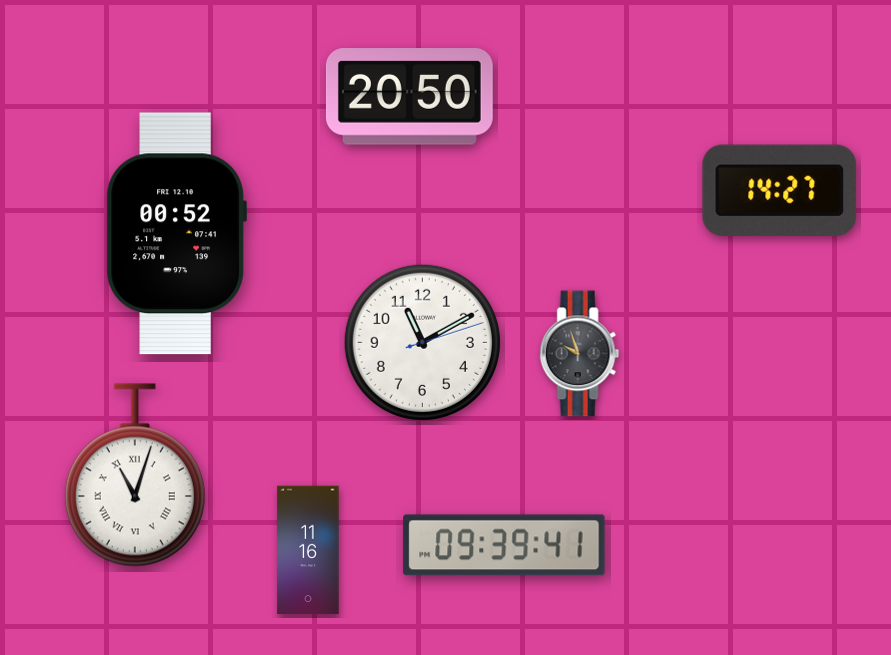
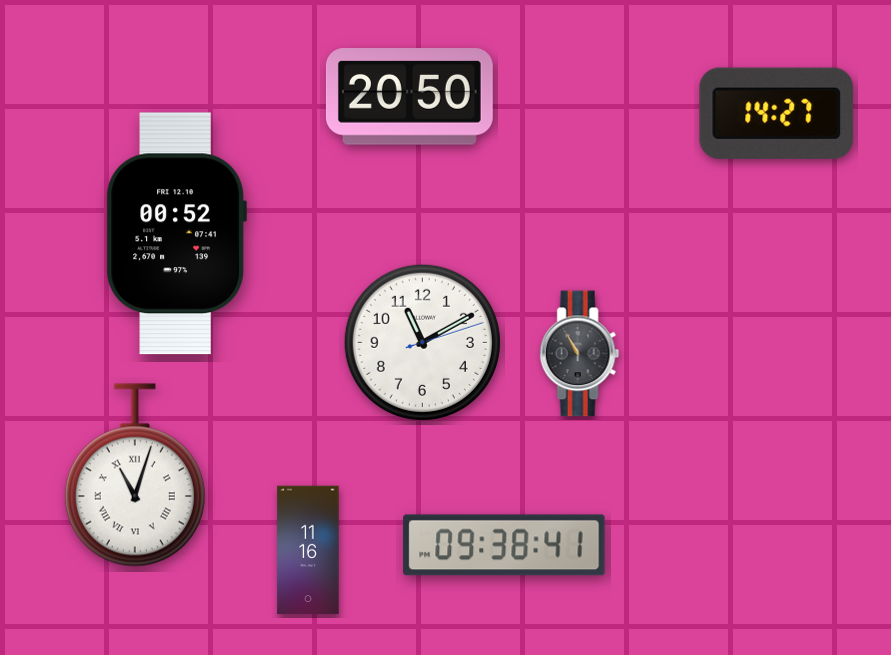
clock at (780, 190) position: (780, 190) -> (777, 113)
clock at (580, 354): 9:57 -> 10:55
clock at (504, 545): 09:39 -> 09:38
